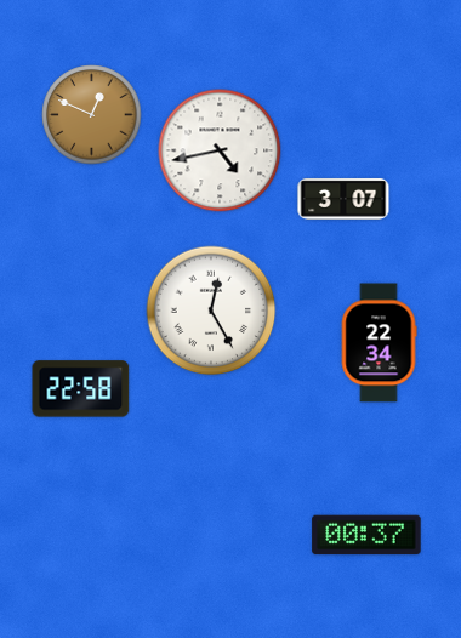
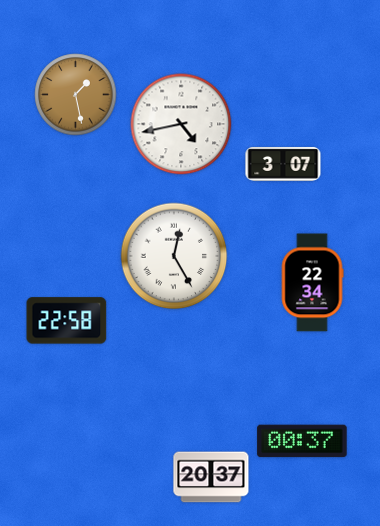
clock at (92, 115): 12:49 -> 1:28
clock at (211, 477): none -> 20:37
